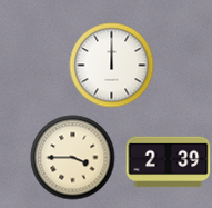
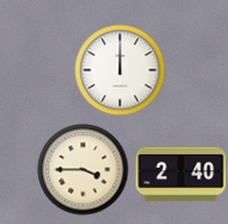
clock at (73, 158) position: (73, 158) -> (84, 170)
clock at (169, 162): 2:39 -> 2:40
